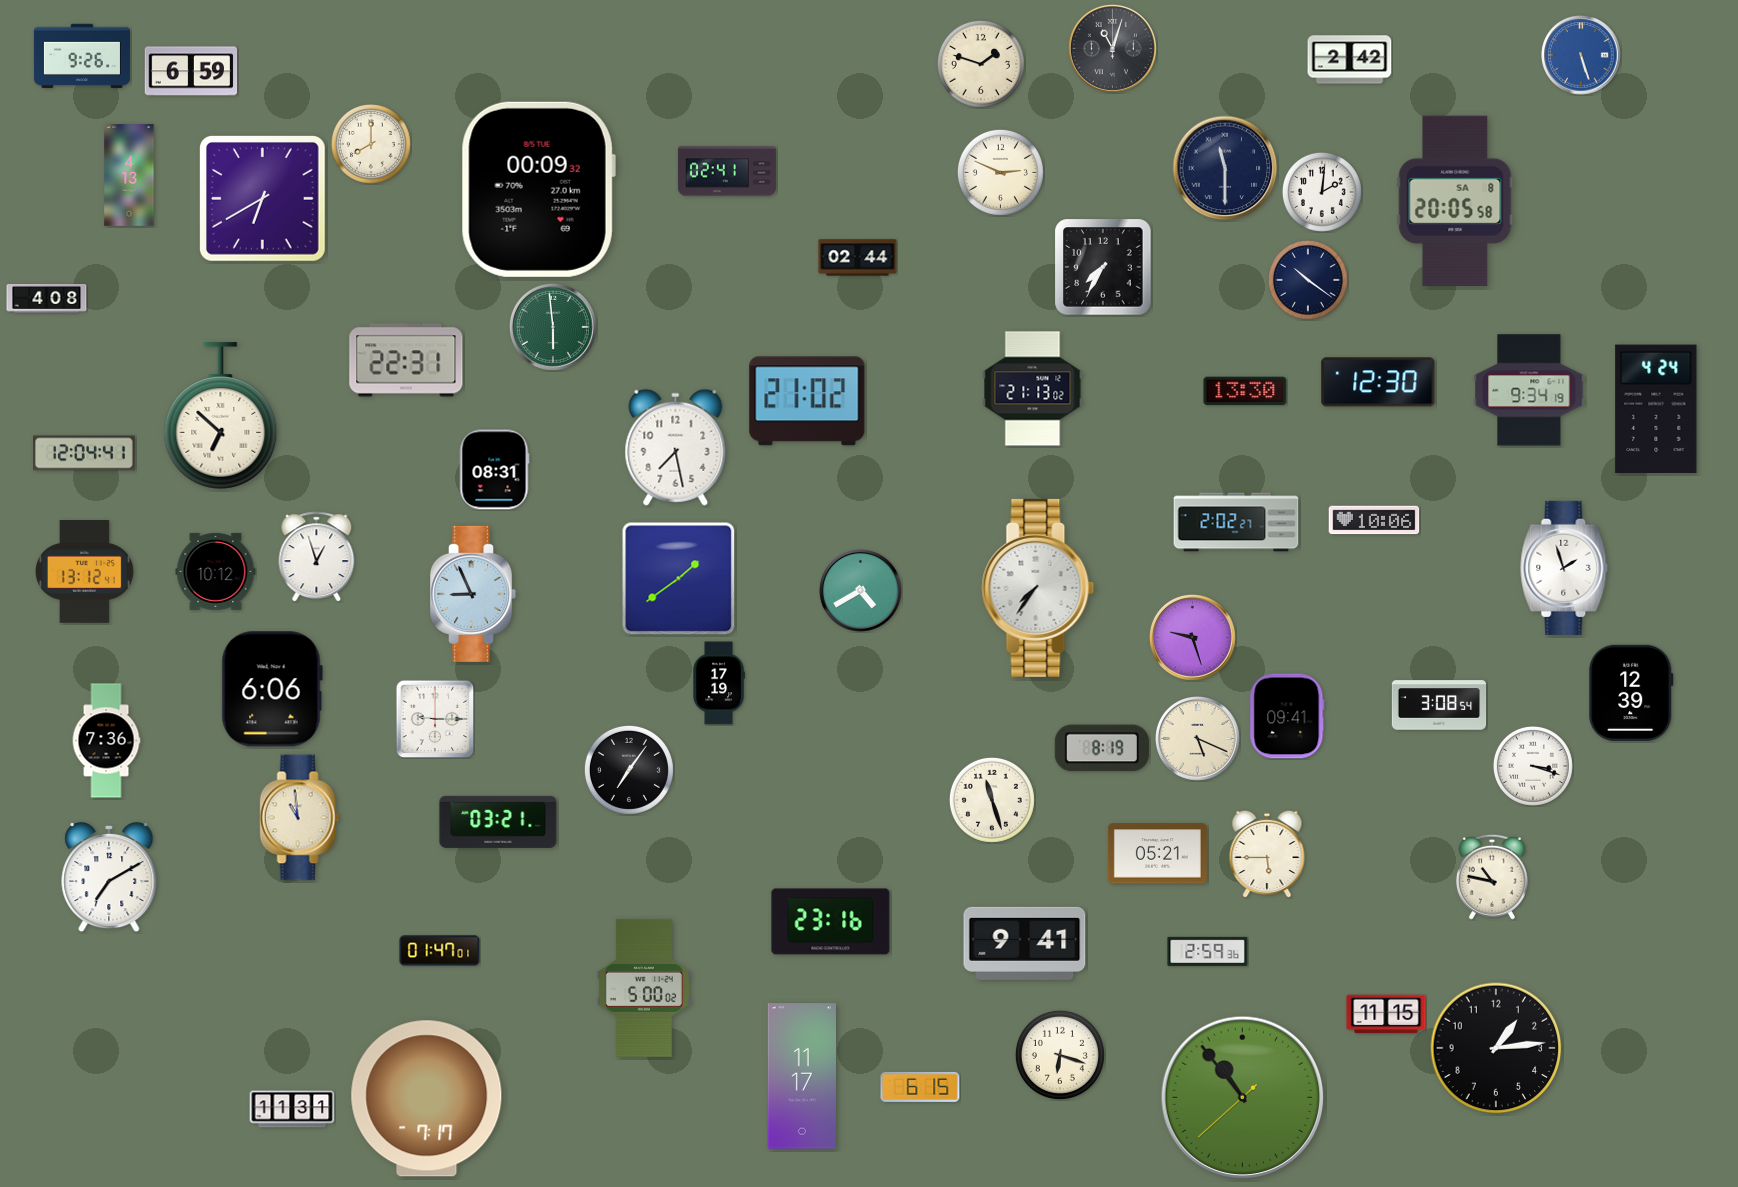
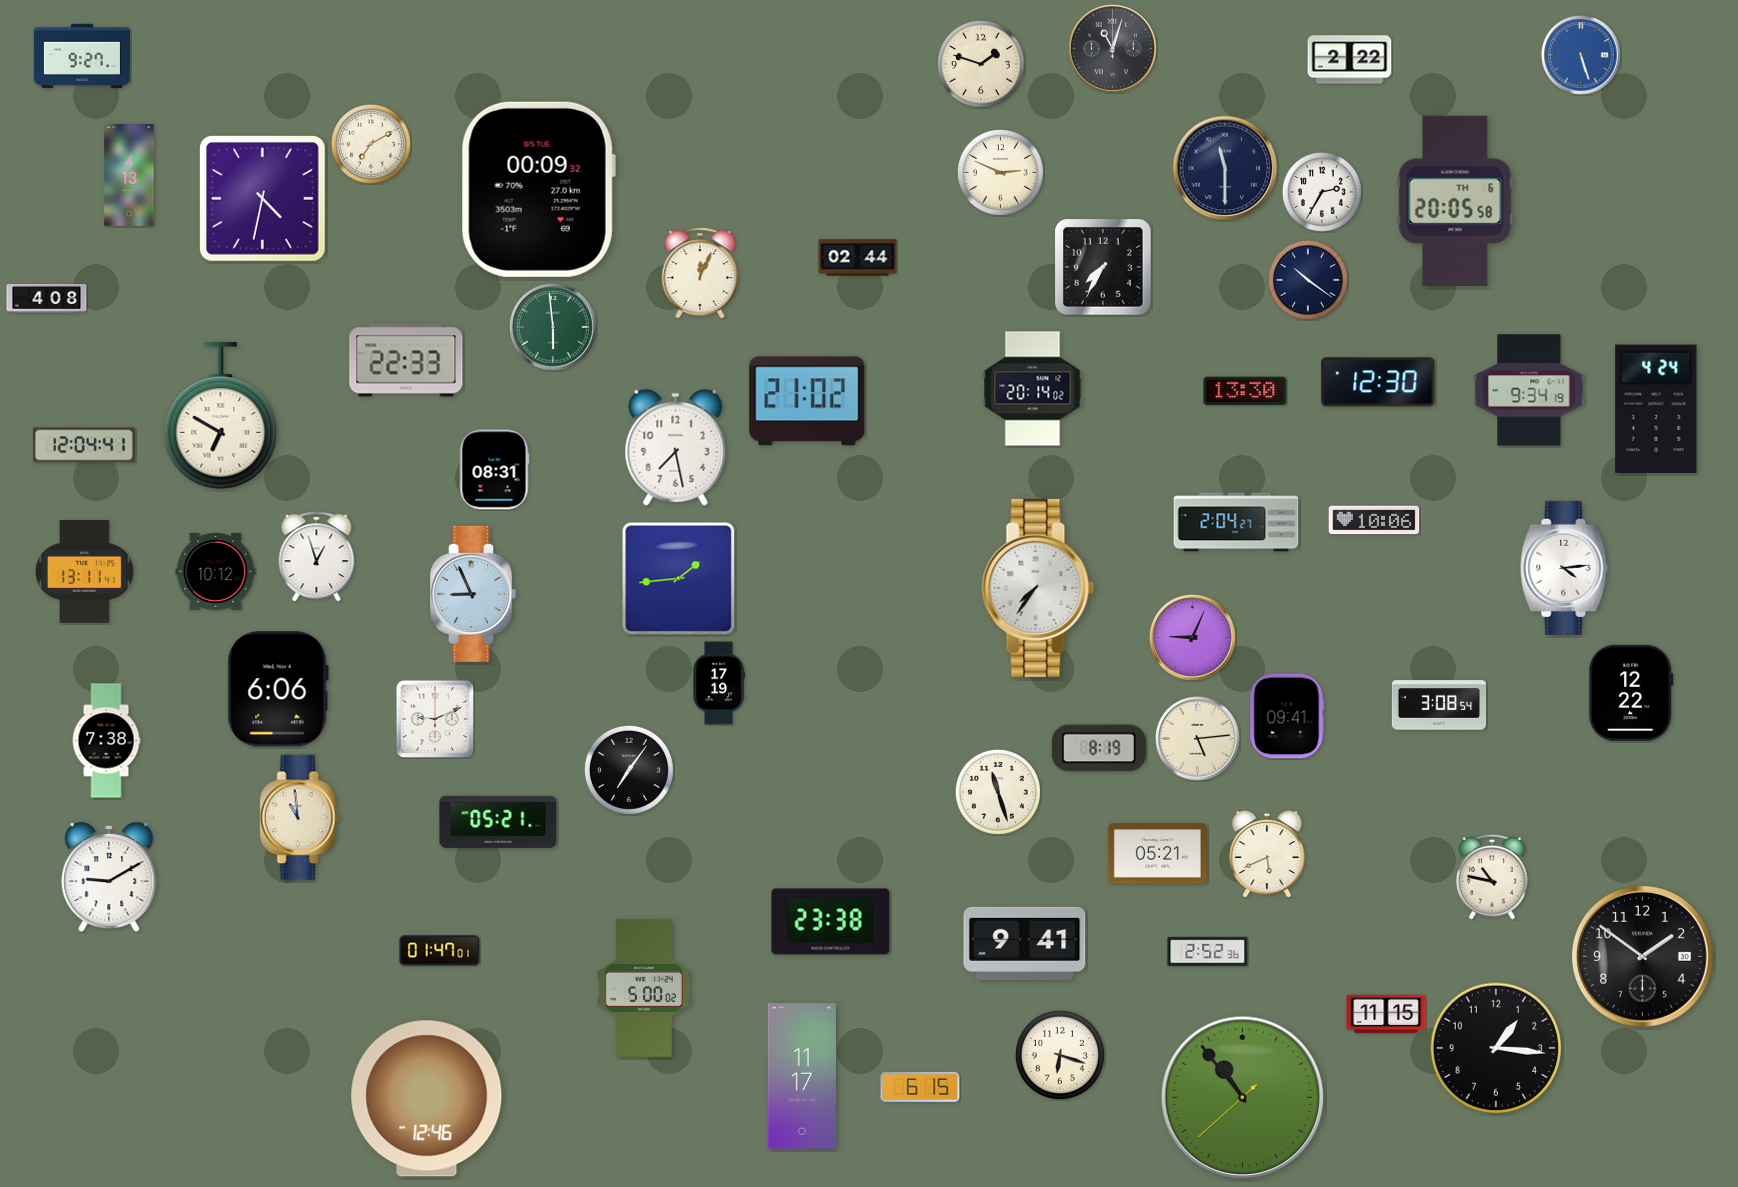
clock at (82, 56): 9:26 -> 9:27
clock at (1350, 60): 2:42 -> 2:22
clock at (191, 71): 6:59 -> none
clock at (371, 144): 8:00 -> 7:10
clock at (727, 171): 02:41 -> none
clock at (1322, 192): 2:01 -> 2:35
clock at (263, 199): 6:40 -> 4:32
clock at (1455, 200) date: SA 8 -> TH 6
clock at (700, 273): none -> 12:04
clock at (406, 360): 22:31 -> 22:33
clock at (1033, 389): 21:13 -> 20:14
clock at (221, 416): 6:52 -> 6:50
clock at (85, 453) position: (85, 453) -> (85, 445)
clock at (1236, 522): 2:02 -> 2:04
clock at (1564, 568): 1:57 -> 4:14
clock at (84, 572): 13:12 -> 13:11
clock at (679, 579): 1:39 -> 1:44
clock at (861, 591): 4:40 -> none
clock at (1192, 637): 9:27 -> 9:04
clock at (272, 689) position: (272, 689) -> (278, 689)
clock at (1631, 693): 12:39 -> 12:22
clock at (435, 719): 9:15 -> 9:11
clock at (1198, 739): 5:19 -> 5:14
clock at (106, 741): 7:36 -> 7:38
clock at (1102, 748) position: (1102, 748) -> (1099, 748)
clock at (1533, 766): 3:18 -> none
clock at (992, 800) position: (992, 800) -> (998, 792)
clock at (498, 822): 03:21 -> 05:21
clock at (1267, 854): 5:45 -> 5:41
clock at (109, 877): 7:10 -> 9:10
clock at (831, 922): 23:16 -> 23:38
clock at (1208, 951): 2:59 -> 2:52
clock at (1642, 956): none -> 1:51
clock at (1496, 1048): 1:14 -> 1:16
clock at (427, 1099): 7:17 -> 12:46
clock at (292, 1109): 11:31 -> none
